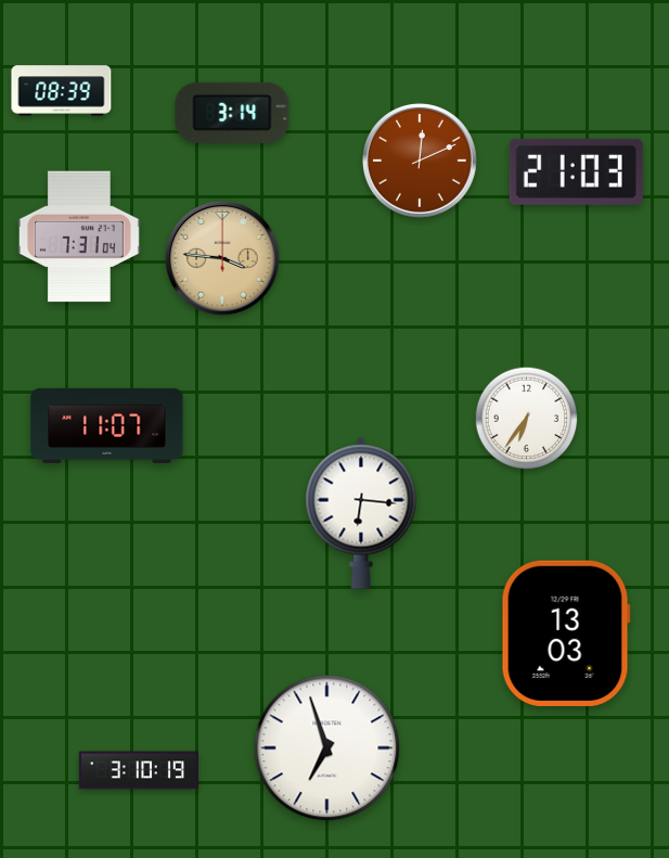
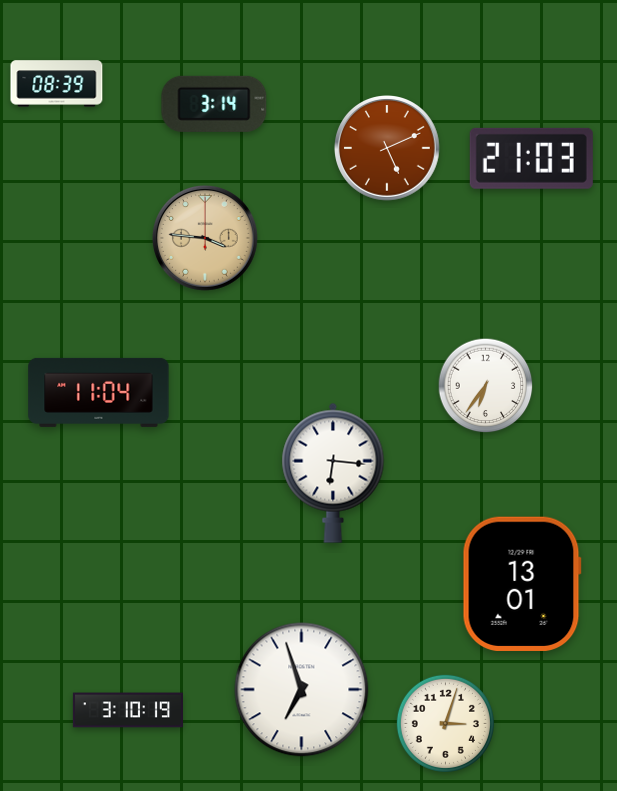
clock at (421, 162): 12:11 -> 5:11
clock at (79, 236): 7:31 -> none
clock at (107, 425): 11:07 -> 11:04
clock at (566, 632): 13:03 -> 13:01
clock at (445, 723): none -> 3:03
